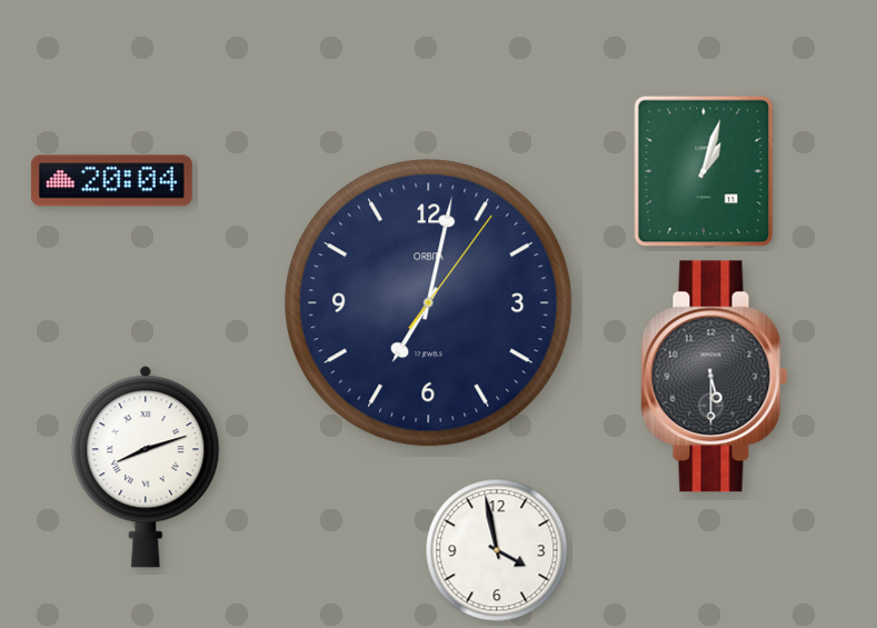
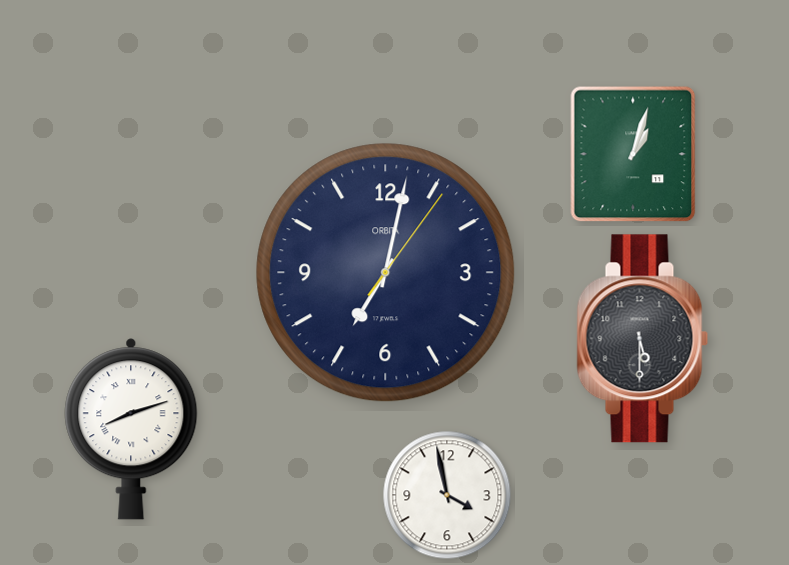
clock at (111, 181): 20:04 -> none
clock at (146, 467) position: (146, 467) -> (131, 429)
